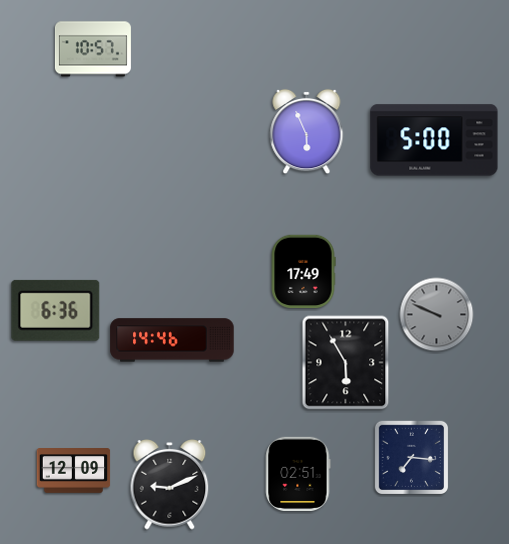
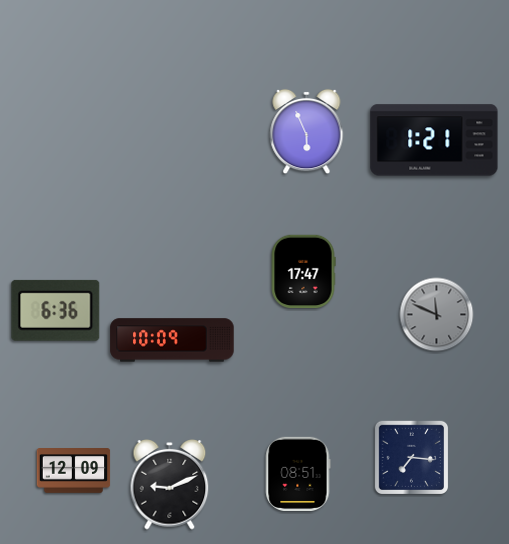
clock at (93, 49): 10:57 -> none
clock at (434, 140): 5:00 -> 1:21
clock at (303, 272): 17:49 -> 17:47
clock at (437, 315): 9:49 -> 11:49
clock at (172, 340): 14:46 -> 10:09
clock at (346, 363): 5:55 -> none
clock at (298, 473): 02:51 -> 08:51
